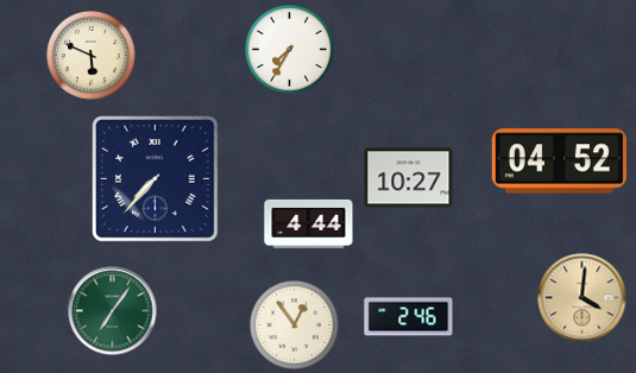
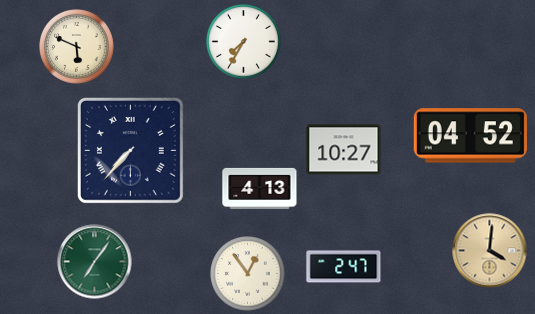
clock at (309, 223): 4:44 -> 4:13
clock at (409, 317): 2:46 -> 2:47
